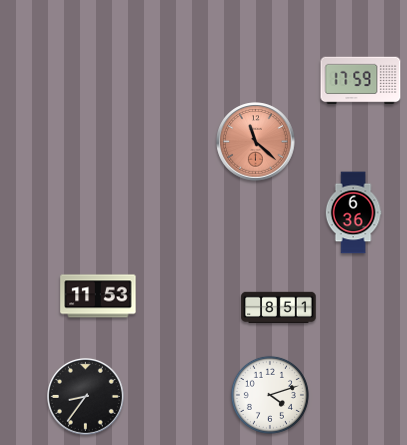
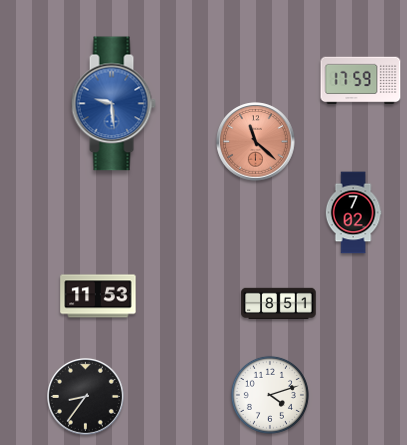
clock at (113, 104): none -> 9:29
clock at (353, 213): 6:36 -> 7:02
clock at (279, 308) position: (279, 308) -> (279, 304)
